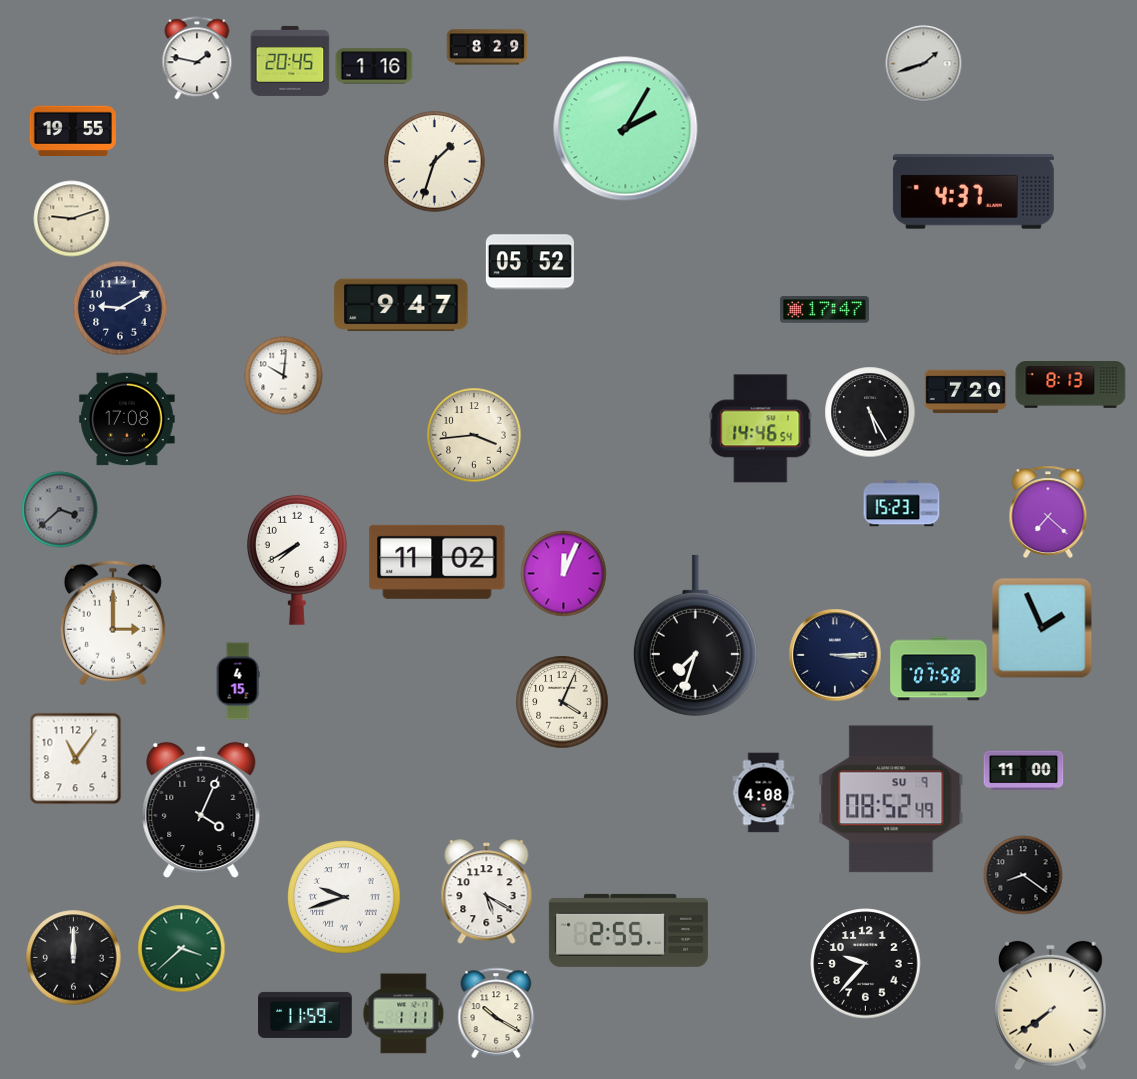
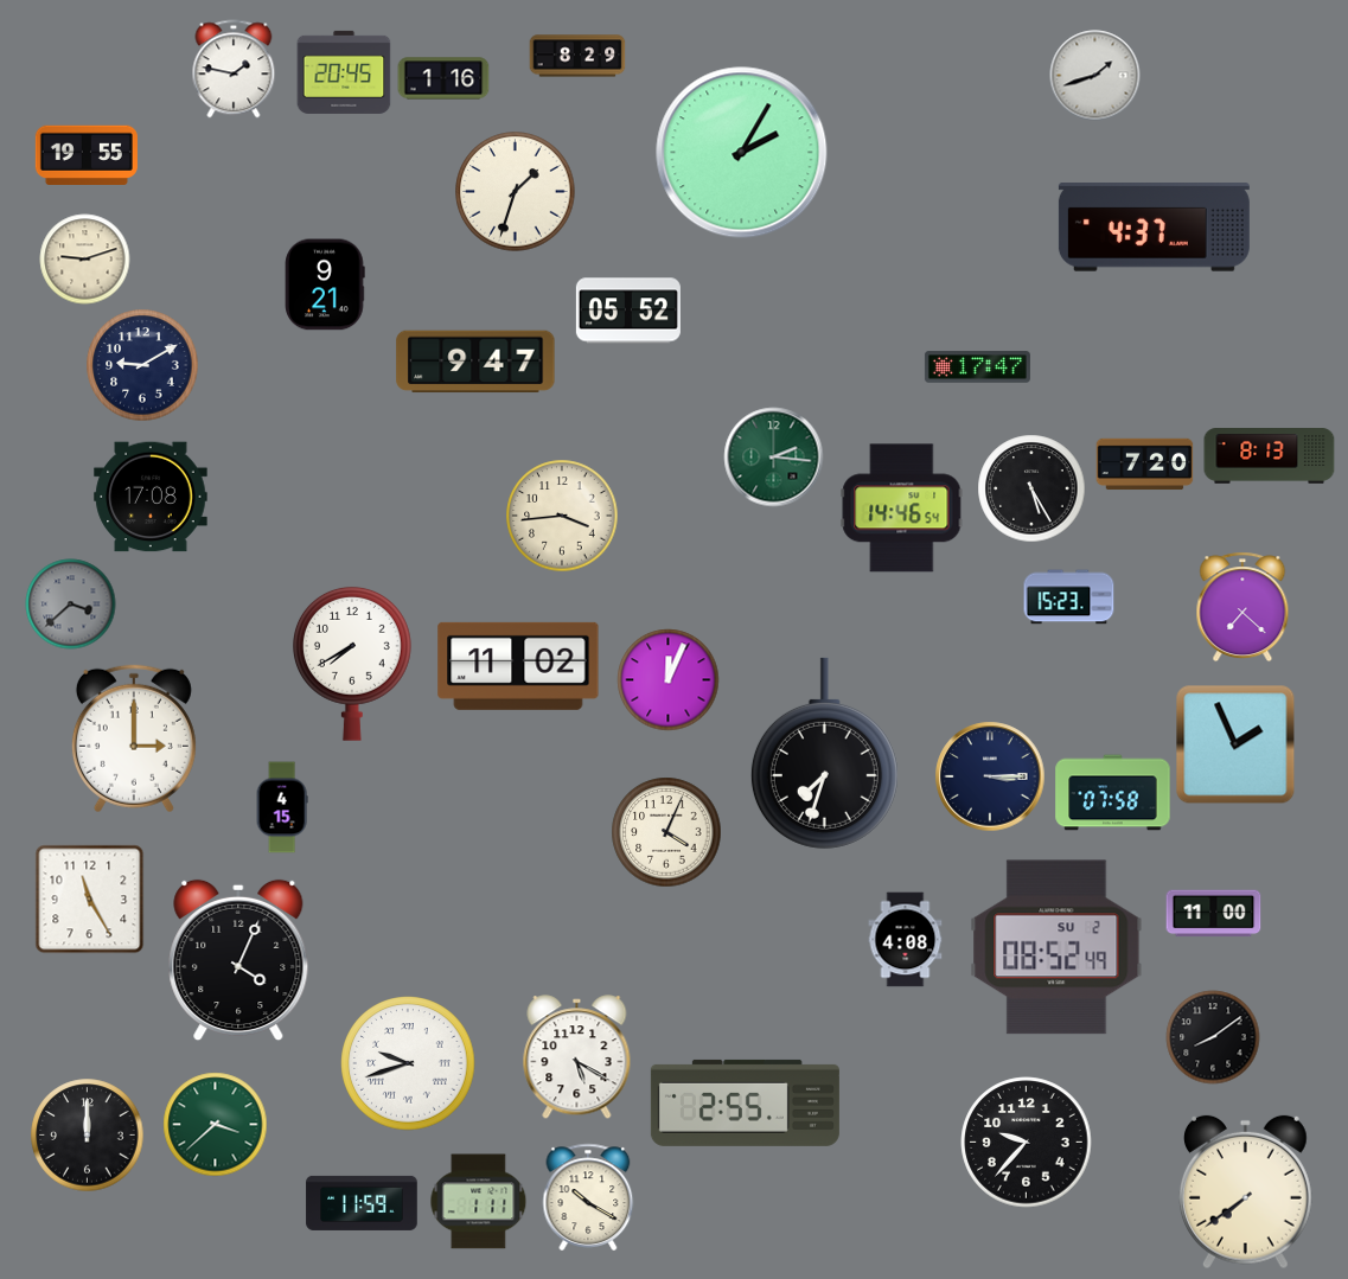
clock at (325, 284): none -> 9:21
clock at (284, 376): 10:01 -> none
clock at (774, 458): none -> 2:16
clock at (76, 759): 11:06 -> 11:25
clock at (891, 799) date: SU 9 -> SU 2
clock at (1023, 875): 8:21 -> 8:09
clock at (496, 1013) position: (496, 1013) -> (588, 1197)
